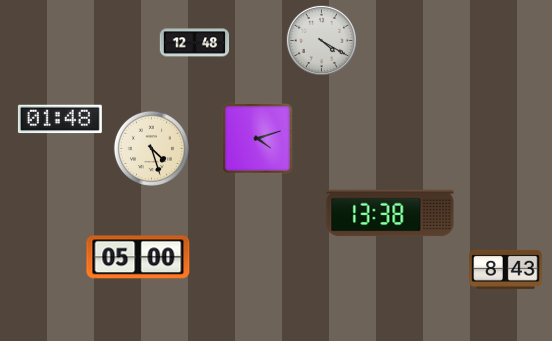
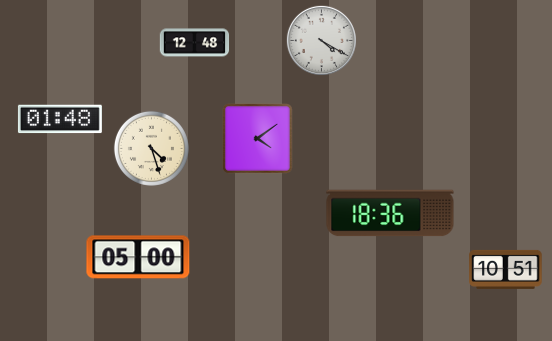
clock at (258, 139): 4:12 -> 4:09
clock at (390, 213): 13:38 -> 18:36
clock at (506, 269): 8:43 -> 10:51
